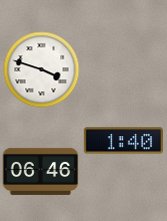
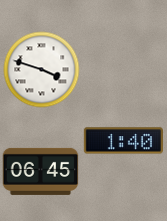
clock at (41, 171): 06:46 -> 06:45
